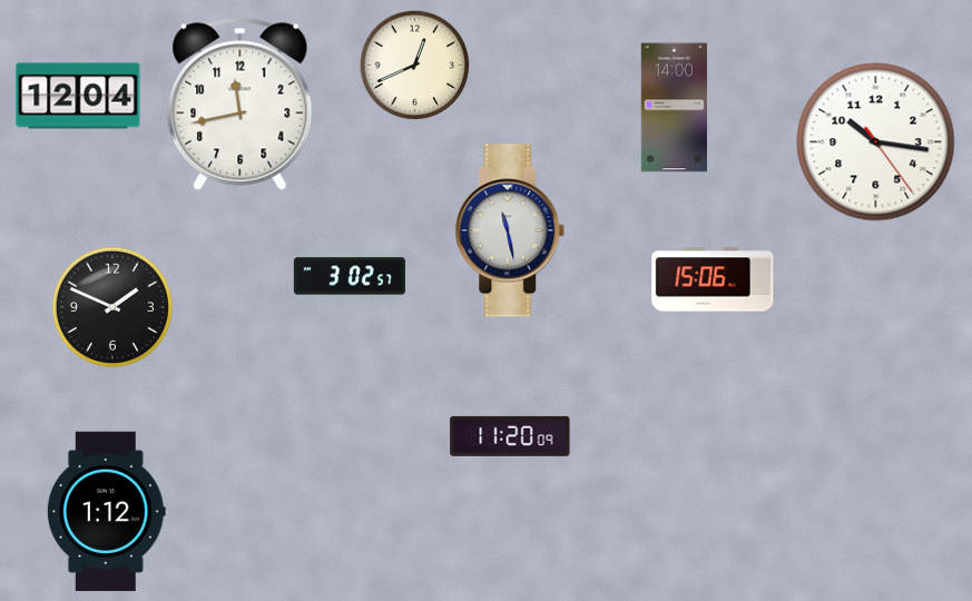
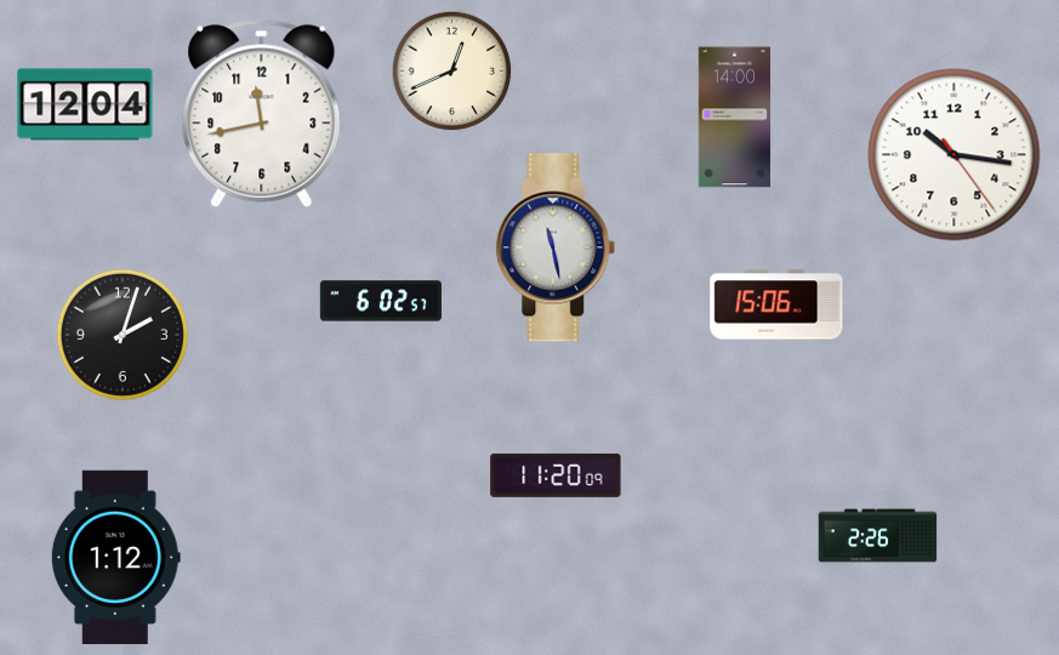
clock at (510, 230) position: (510, 230) -> (556, 247)
clock at (350, 276): 3:02 -> 6:02
clock at (112, 307): 1:49 -> 2:03
clock at (878, 536): none -> 2:26
